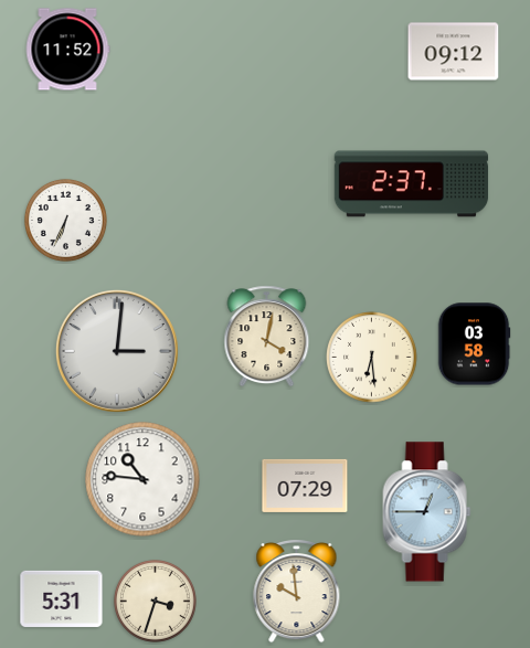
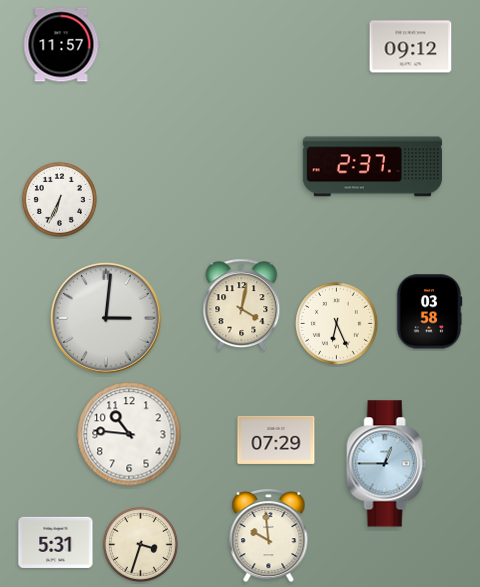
clock at (67, 50): 11:52 -> 11:57
clock at (372, 358): 6:29 -> 6:26
